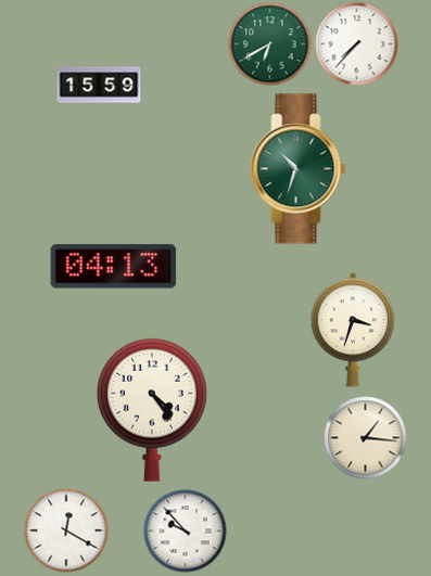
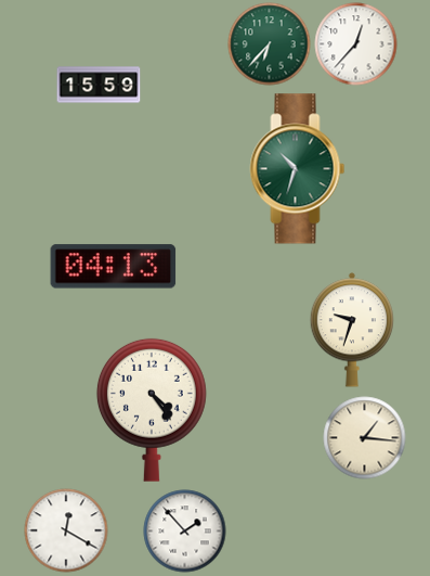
clock at (270, 44): 6:40 -> 6:37
clock at (357, 44): 7:37 -> 12:37
clock at (353, 330): 3:33 -> 9:33
clock at (186, 532): 9:53 -> 1:53
